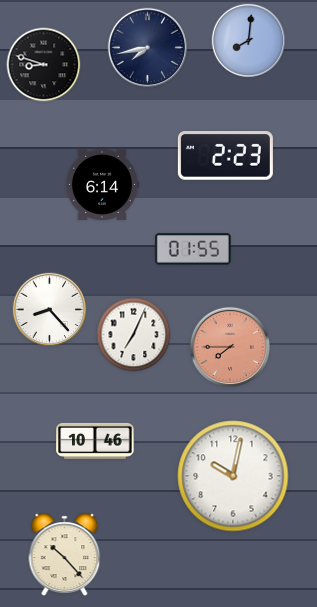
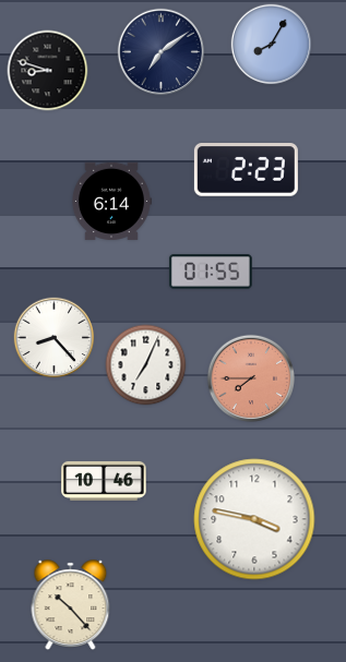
clock at (249, 41): 8:01 -> 8:05
clock at (148, 48): 7:43 -> 7:09
clock at (233, 476): 10:02 -> 3:47
